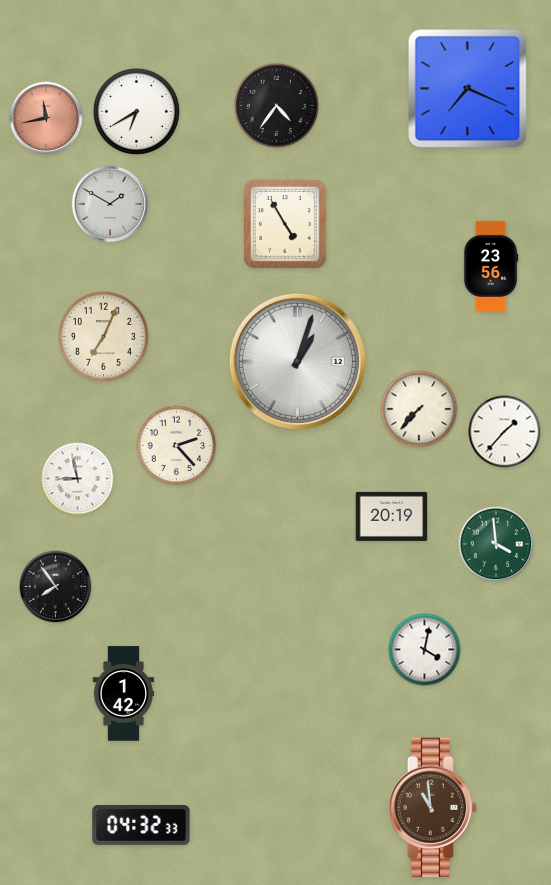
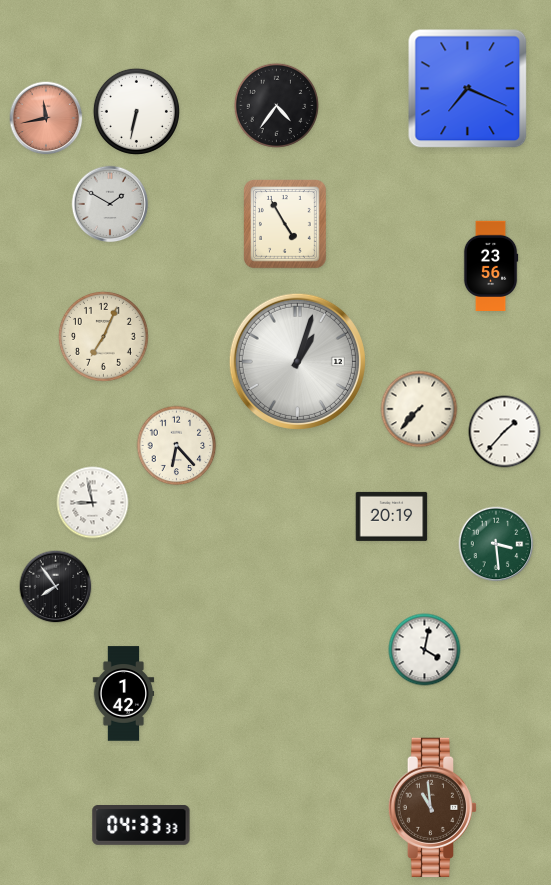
clock at (136, 111): 6:40 -> 6:32
clock at (177, 446): 2:23 -> 6:23
clock at (78, 479) position: (78, 479) -> (93, 503)
clock at (496, 544): 3:59 -> 3:29
clock at (141, 826): 04:32 -> 04:33
